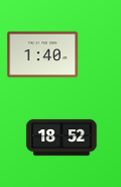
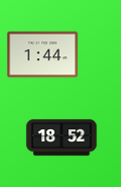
clock at (43, 55): 1:40 -> 1:44
